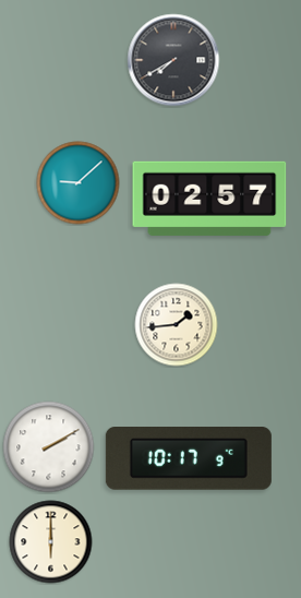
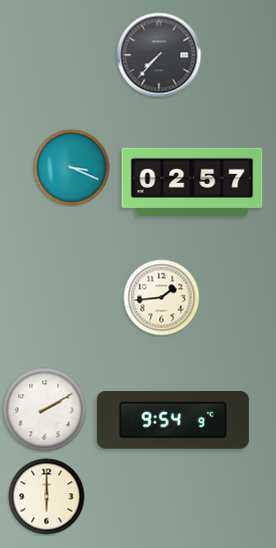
clock at (173, 60): 7:40 -> 7:37
clock at (79, 183): 9:08 -> 3:19
clock at (189, 459): 10:17 -> 9:54
